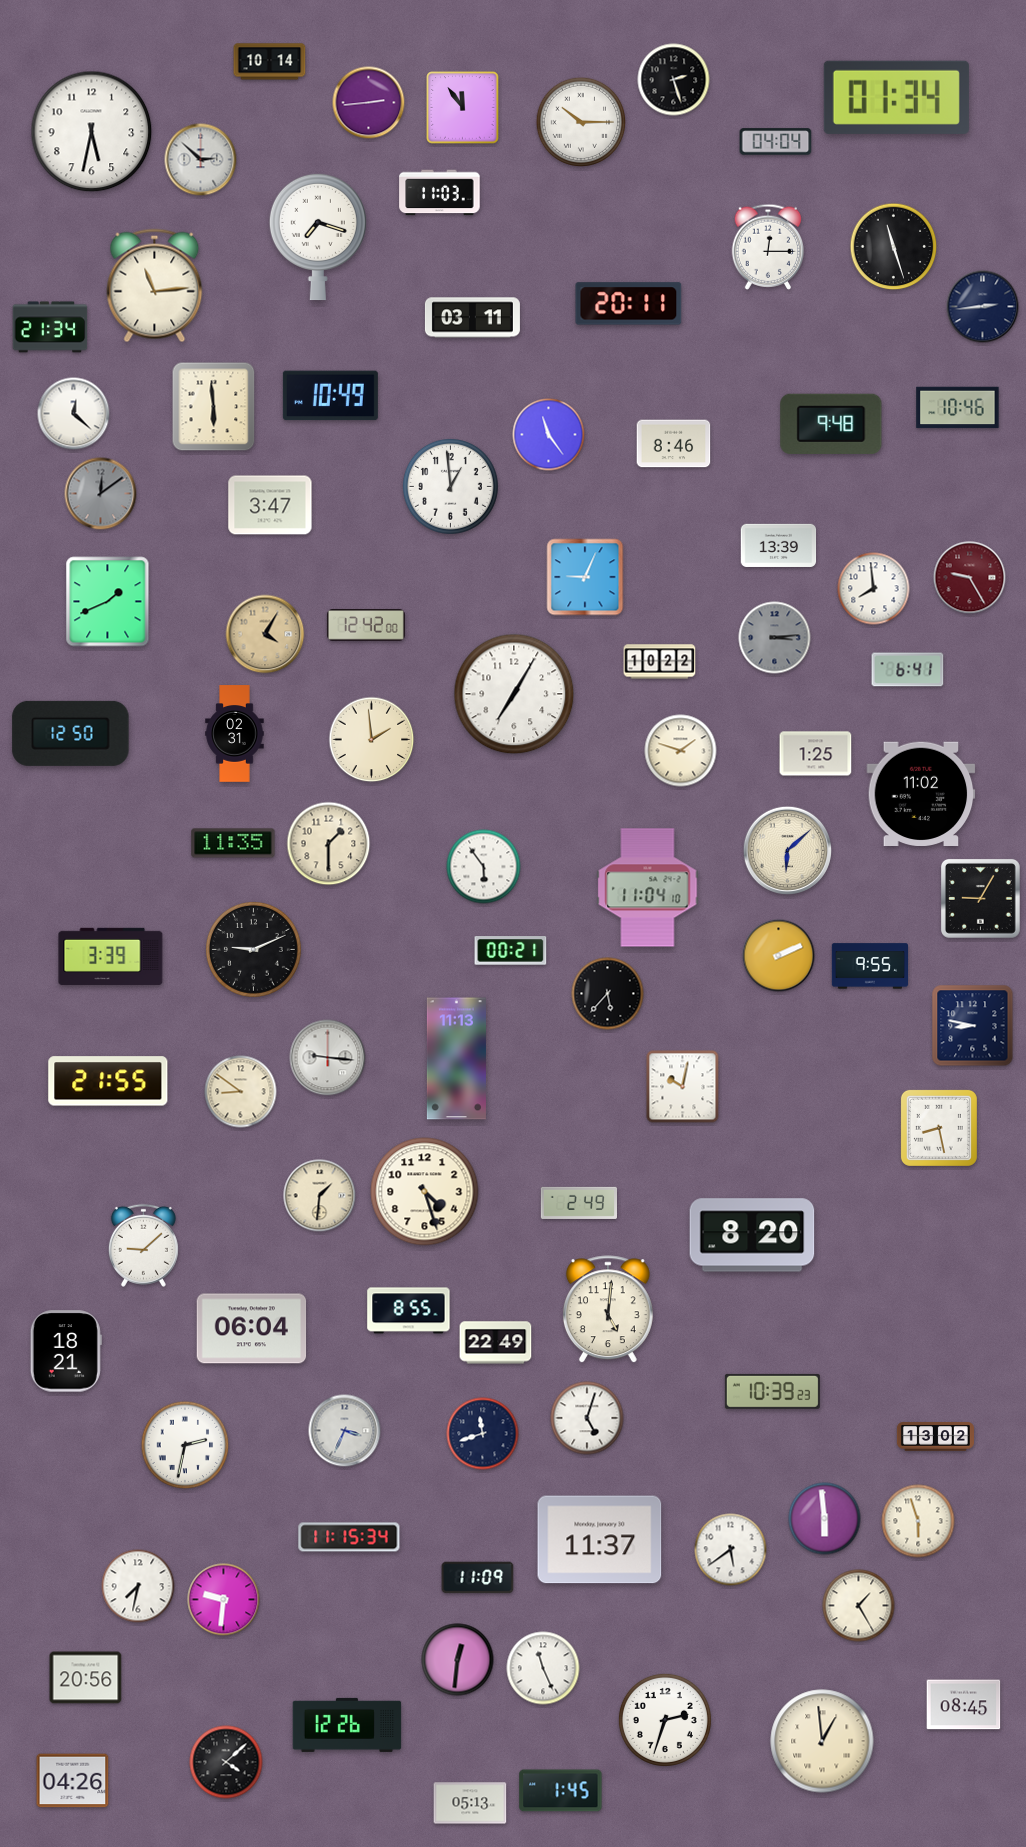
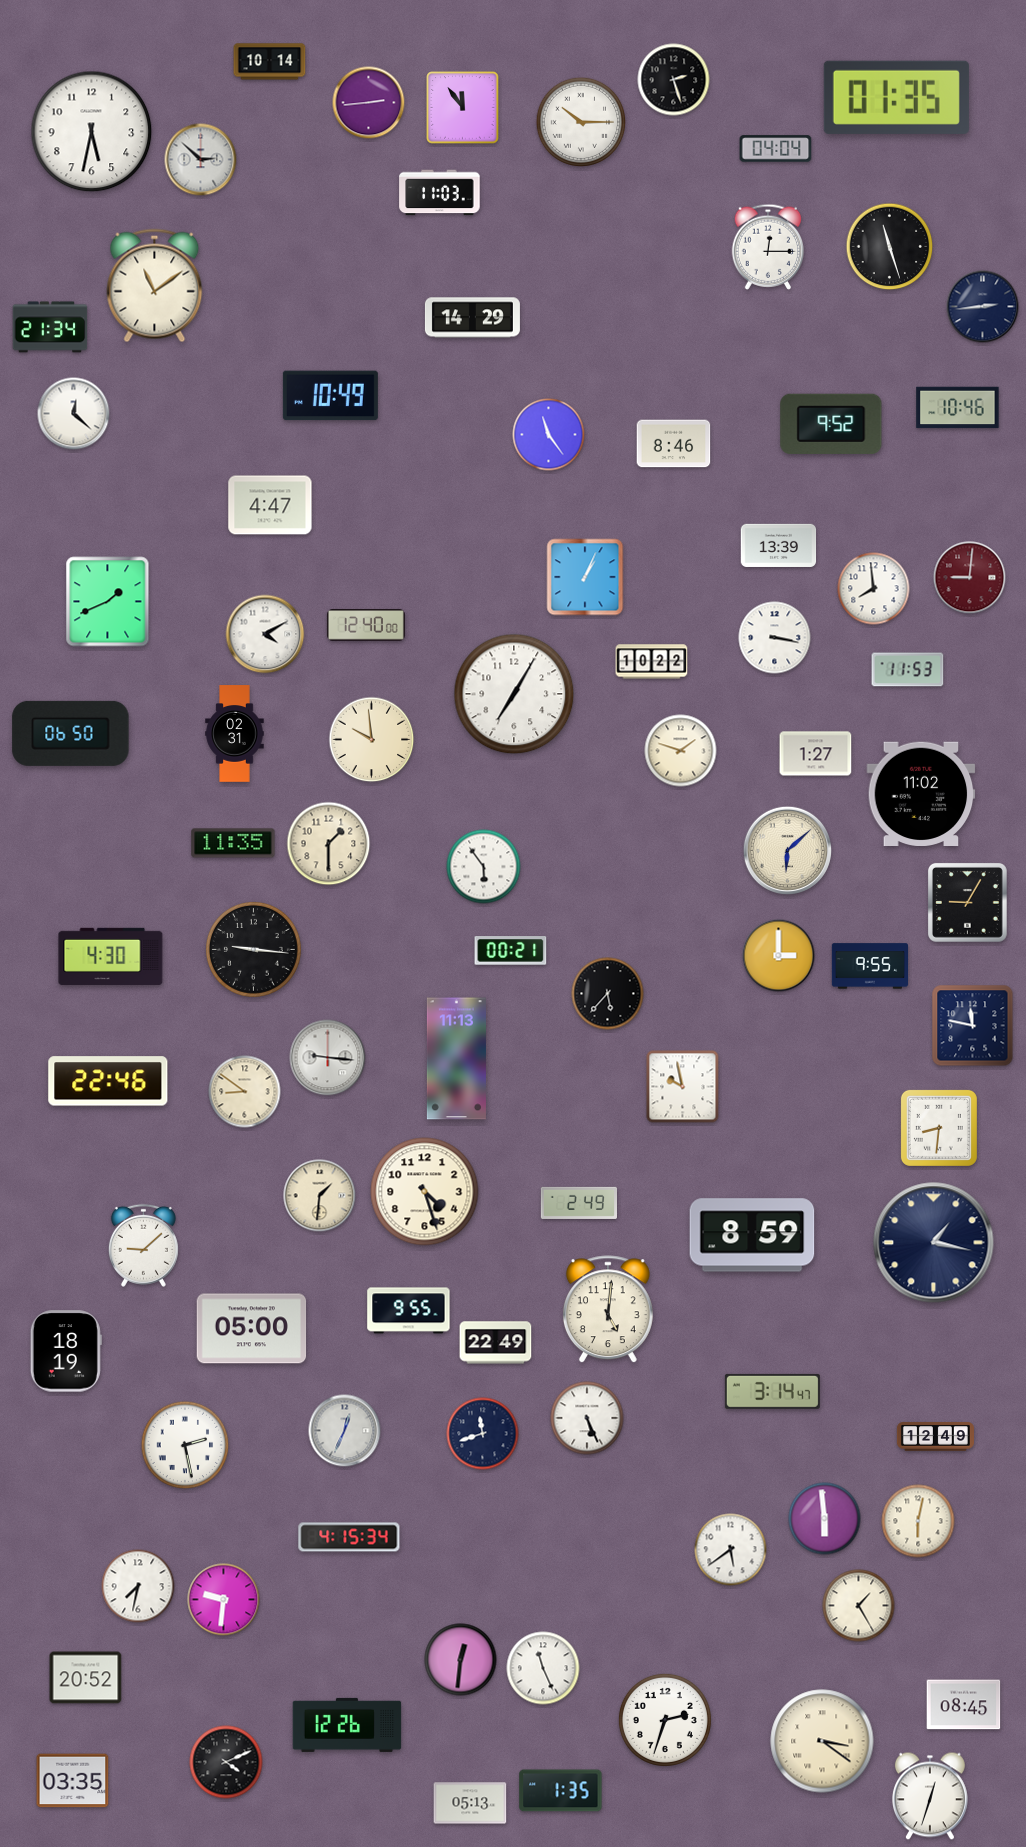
clock at (896, 97): 01:34 -> 01:35
clock at (776, 142) position: (776, 142) -> (776, 149)
clock at (318, 237): 7:18 -> none
clock at (894, 247) position: (894, 247) -> (890, 247)
clock at (155, 286): 11:14 -> 11:09
clock at (629, 304): 20:11 -> none
clock at (472, 318): 03:11 -> 14:29
clock at (214, 407): 5:59 -> none
clock at (831, 424): 9:48 -> 9:52
clock at (450, 486): 12:59 -> none
clock at (101, 494): 12:09 -> none
clock at (270, 505): 3:47 -> 4:47
clock at (585, 577): 9:04 -> 1:04
clock at (970, 578): 9:25 -> 9:01
clock at (366, 625): 12:42 -> 12:40
clock at (265, 634): 4:05 -> 4:10
clock at (265, 634) dial: champagne -> white
clock at (775, 638): 3:14 -> 3:17
clock at (775, 638) dial: grey -> white
clock at (660, 662) position: (660, 662) -> (652, 662)
clock at (908, 670): 6:41 -> 11:53
clock at (71, 733): 12:50 -> 06:50
clock at (372, 740): 1:59 -> 9:59
clock at (816, 754): 1:25 -> 1:27
clock at (648, 888): 11:04 -> none
clock at (980, 898) position: (980, 898) -> (967, 902)
clock at (253, 949): 9:11 -> 9:16
clock at (111, 956): 3:39 -> 4:30
clock at (779, 956): 2:11 -> 3:00
clock at (973, 1026): 8:47 -> 11:47
clock at (108, 1081): 21:55 -> 22:46
clock at (683, 1087): 10:02 -> 9:58
clock at (241, 1092) position: (241, 1092) -> (245, 1092)
clock at (939, 1128): 8:28 -> 8:31
clock at (752, 1235): 8:20 -> 8:59
clock at (934, 1243): none -> 1:17
clock at (409, 1311): 8:55 -> 9:55
clock at (252, 1329): 06:04 -> 05:00
clock at (66, 1351): 18:21 -> 18:19
clock at (772, 1391): 10:39 -> 3:14
clock at (587, 1418): 5:03 -> 5:26
clock at (345, 1431): 3:34 -> 12:34
clock at (935, 1437): 13:02 -> 12:49
clock at (185, 1445): 2:32 -> 2:28
clock at (918, 1521): 5:57 -> 6:02
clock at (349, 1537): 11:15 -> 4:15
clock at (600, 1540): 11:37 -> none
clock at (478, 1578): 11:09 -> none
clock at (458, 1660) position: (458, 1660) -> (461, 1660)
clock at (86, 1678): 20:56 -> 20:52
clock at (822, 1741): 12:59 -> 3:21
clock at (226, 1762): 4:08 -> 4:11
clock at (73, 1781): 04:26 -> 03:35
clock at (561, 1791): 1:45 -> 1:35
clock at (930, 1796): none -> 12:33
